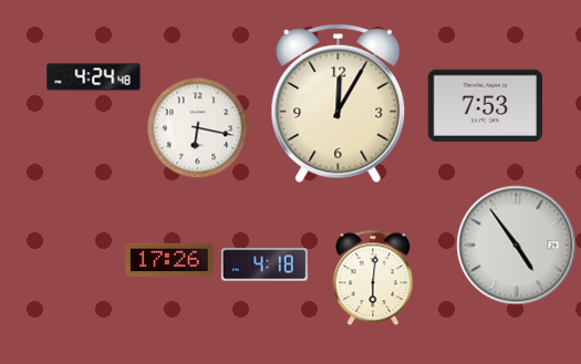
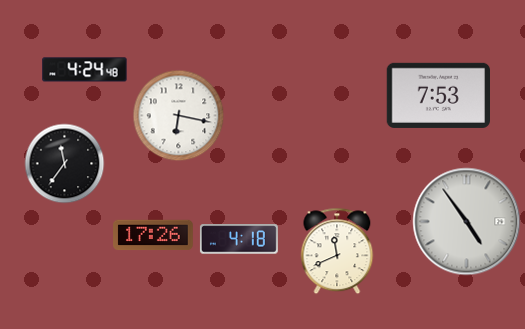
clock at (339, 104): 12:05 -> none
clock at (65, 164): none -> 11:36
clock at (373, 278): 6:01 -> 11:41
